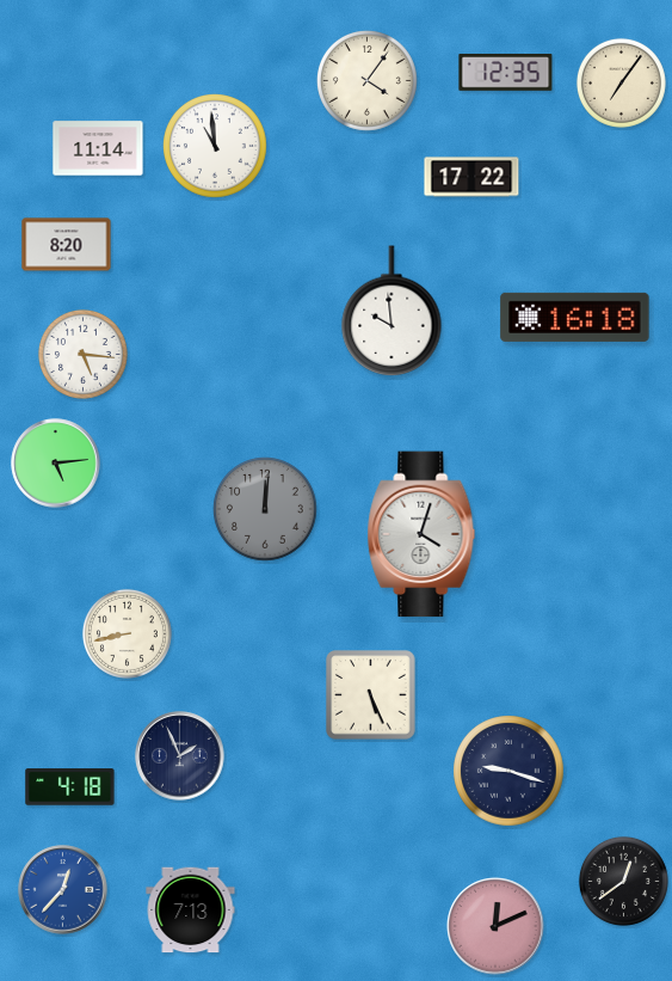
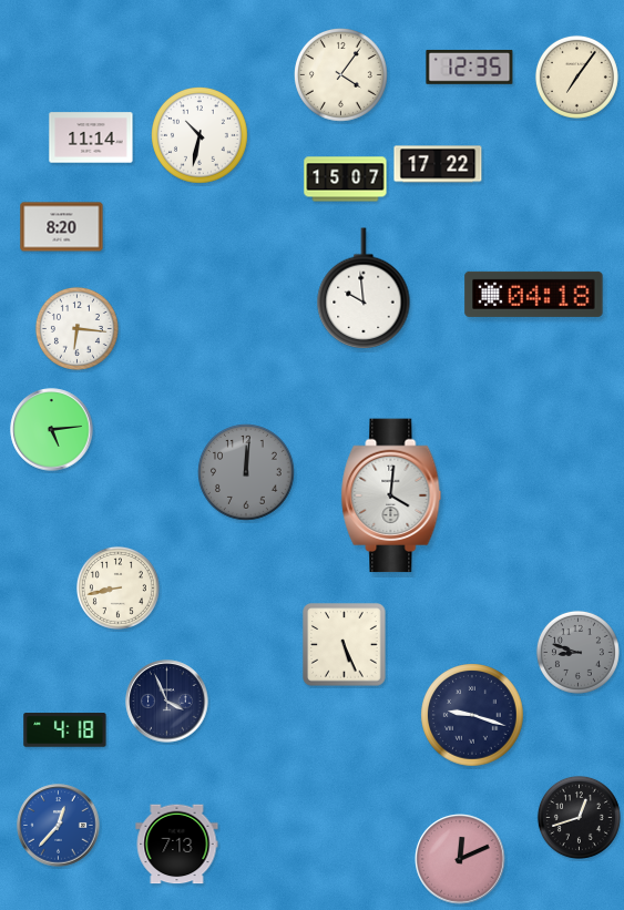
clock at (216, 147): 10:59 -> 10:32
clock at (346, 180): none -> 15:07
clock at (575, 317): 16:18 -> 04:18
clock at (82, 354): 5:16 -> 6:16
clock at (421, 534): 4:03 -> 4:01
clock at (577, 652): none -> 8:48
clock at (180, 756): 1:56 -> 3:56
clock at (623, 881): 12:39 -> 12:42
